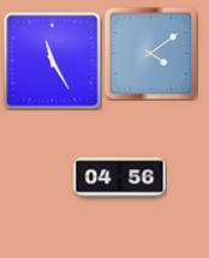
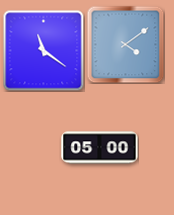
clock at (52, 60): 11:25 -> 11:21
clock at (120, 178): 04:56 -> 05:00
